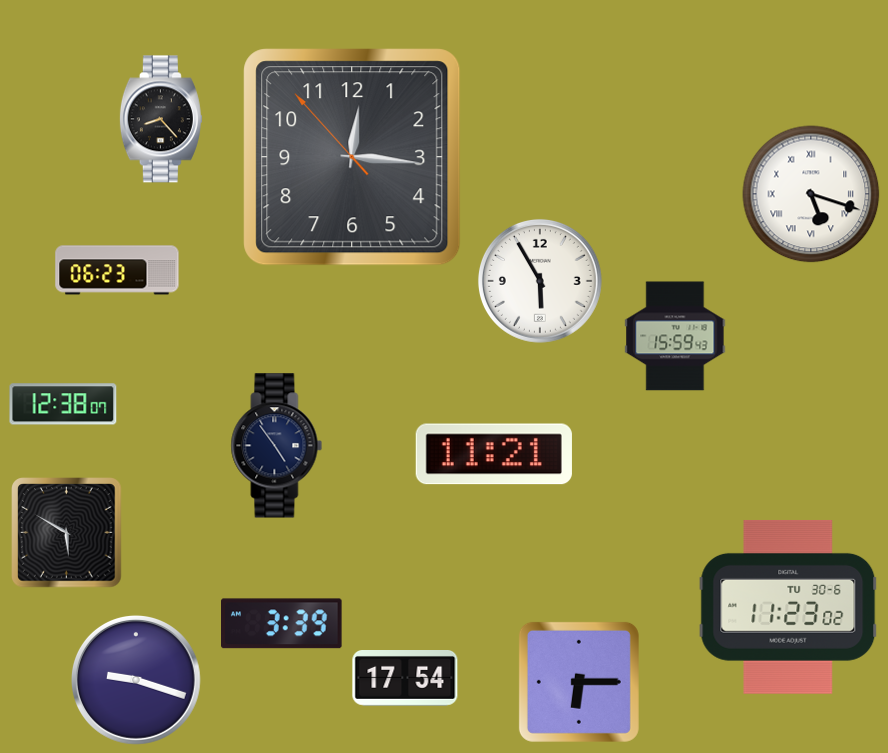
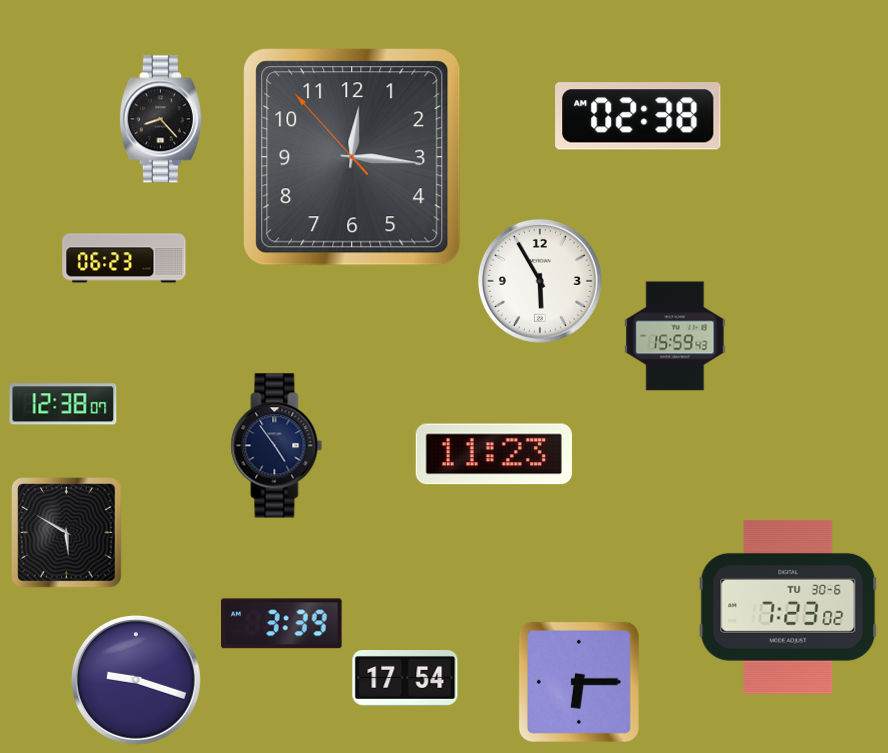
clock at (638, 116): none -> 02:38
clock at (811, 194): 5:18 -> none
clock at (117, 270) position: (117, 270) -> (124, 258)
clock at (494, 454): 11:21 -> 11:23
clock at (788, 607): 11:23 -> 7:23
